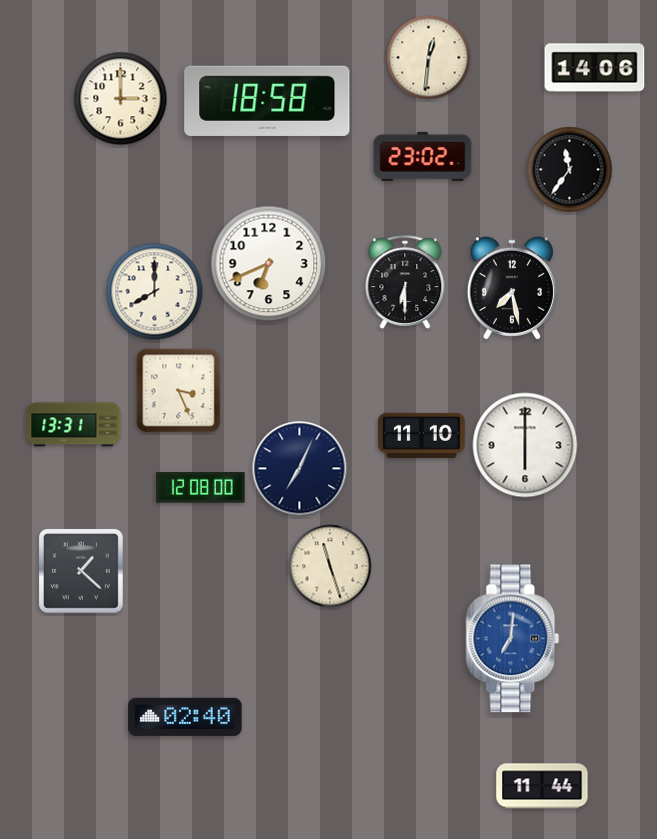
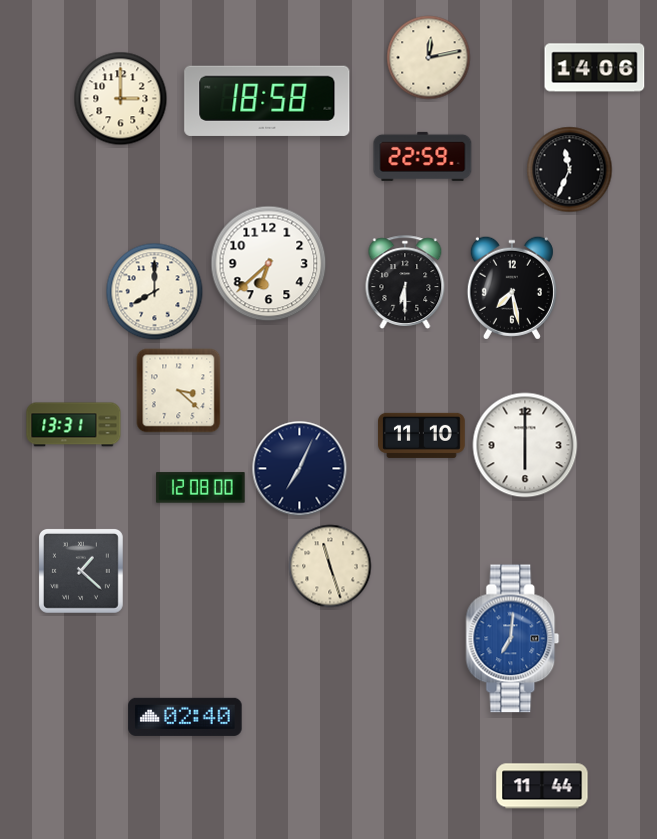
clock at (429, 58): 12:31 -> 12:13
clock at (423, 156): 23:02 -> 22:59
clock at (570, 170): 11:36 -> 11:34
clock at (269, 264): 6:41 -> 6:38
clock at (179, 391): 3:26 -> 3:22
